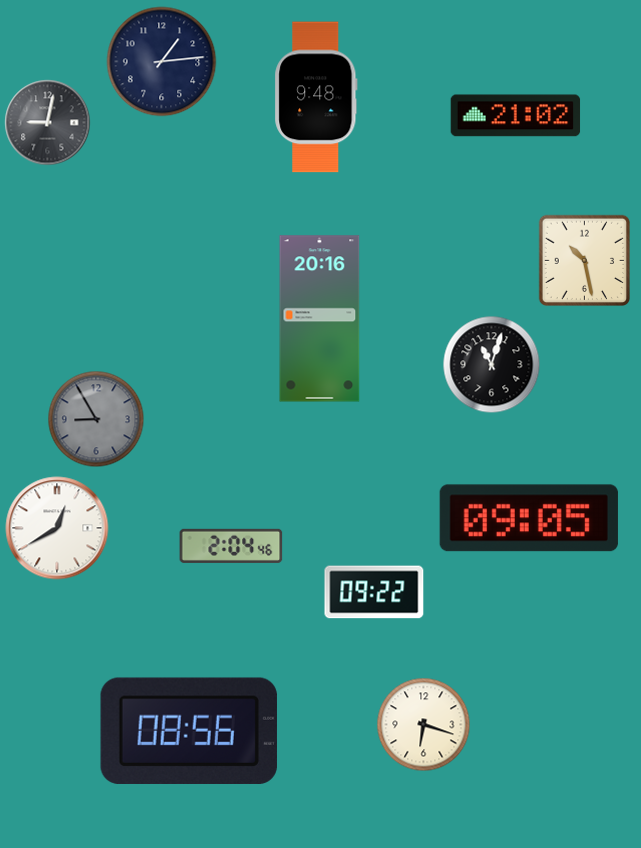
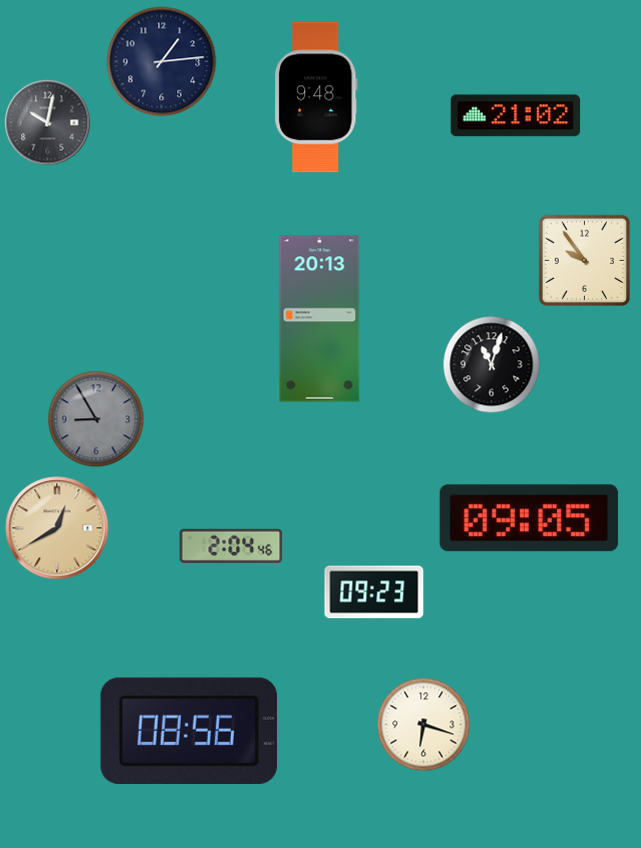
clock at (48, 123): 9:02 -> 10:02
clock at (584, 260): 10:28 -> 9:54
clock at (320, 319): 20:16 -> 20:13
clock at (57, 528) dial: white -> champagne
clock at (374, 592): 09:22 -> 09:23
